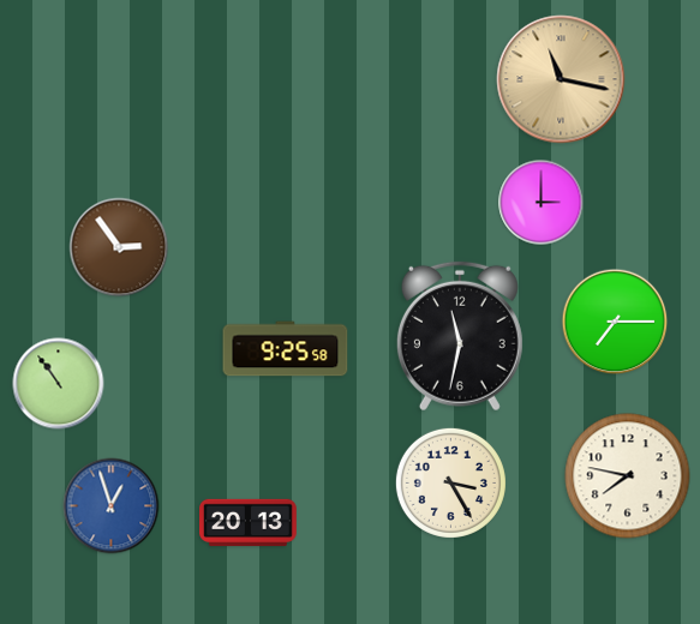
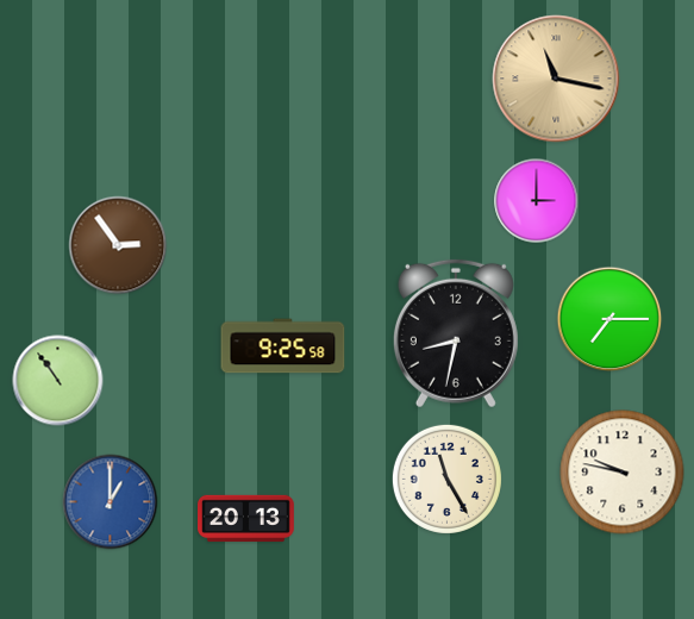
clock at (460, 336): 11:32 -> 8:32
clock at (628, 476): 7:47 -> 9:47
clock at (450, 482): 3:25 -> 11:25
clock at (112, 506): 12:57 -> 1:00
